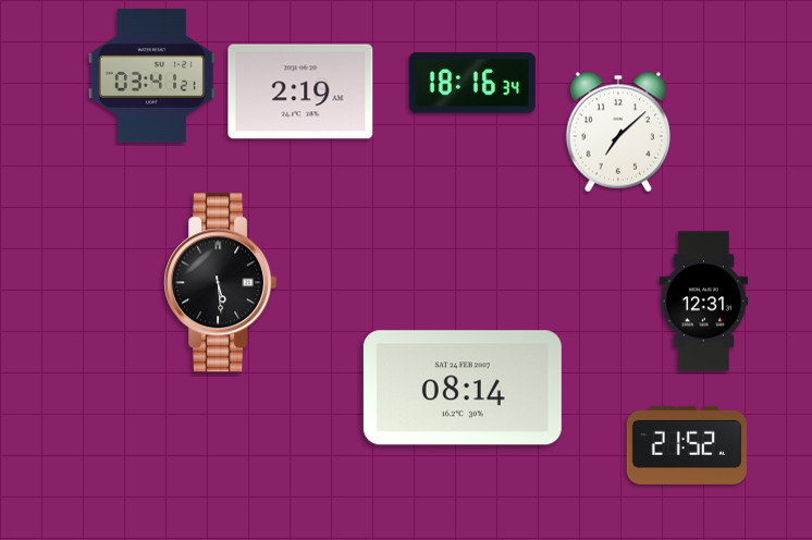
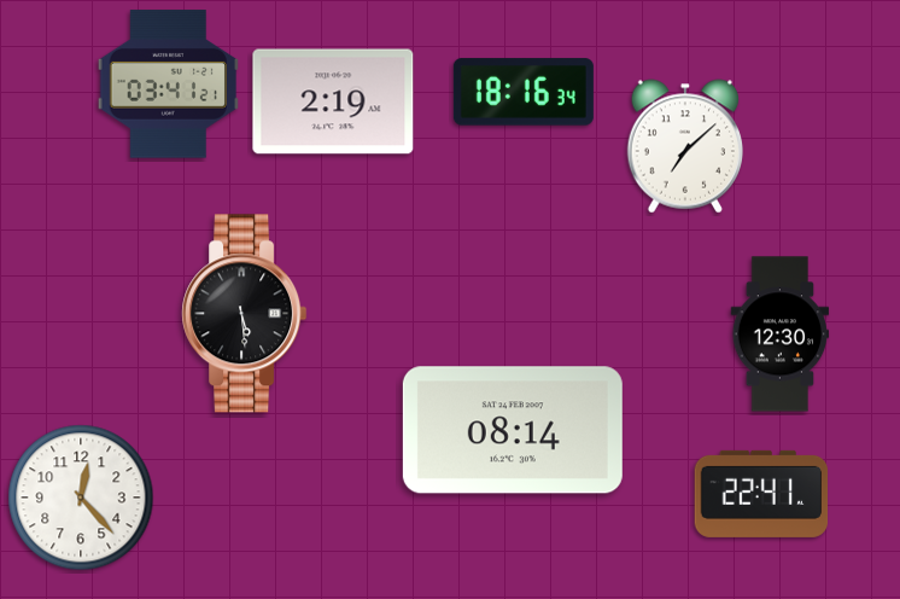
clock at (704, 302): 12:31 -> 12:30
clock at (687, 445): 21:52 -> 22:41
clock at (81, 498): none -> 12:23
